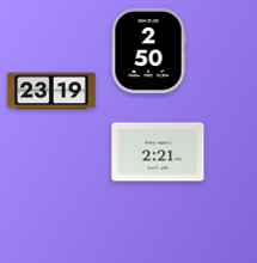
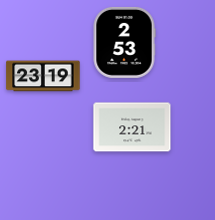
clock at (148, 50): 2:50 -> 2:53
